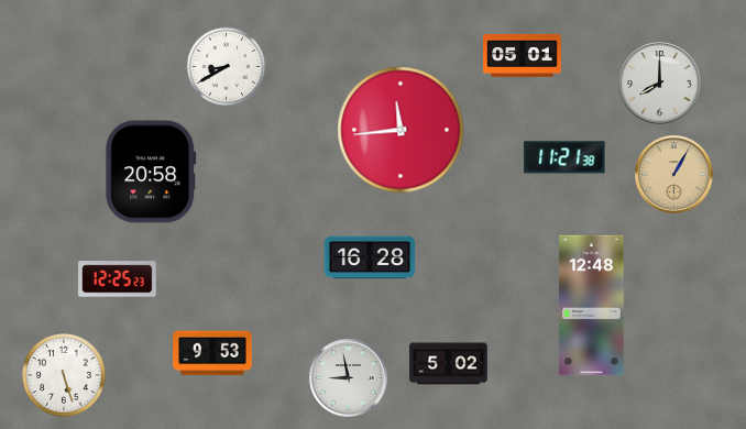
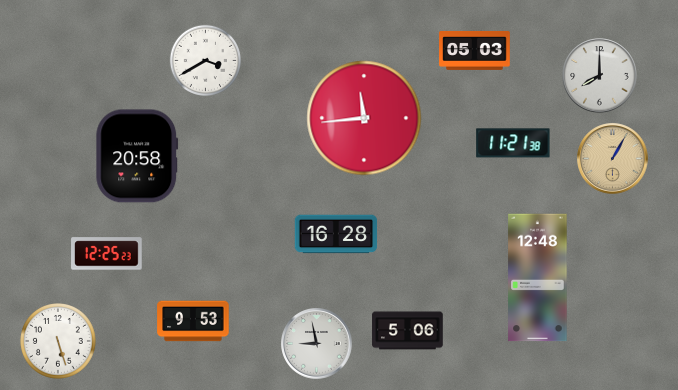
clock at (523, 55): 05:01 -> 05:03
clock at (226, 66): 8:40 -> 3:40
clock at (449, 364): 5:02 -> 5:06
